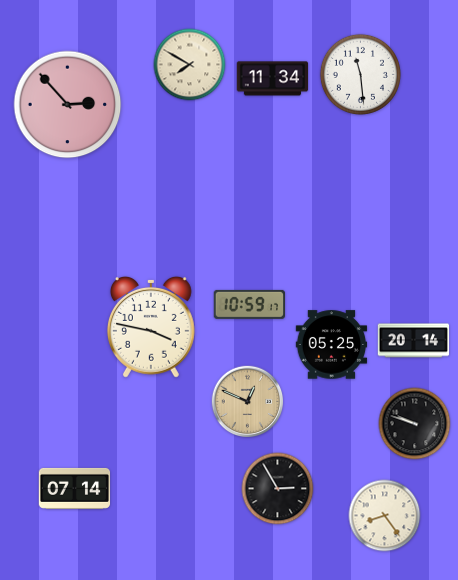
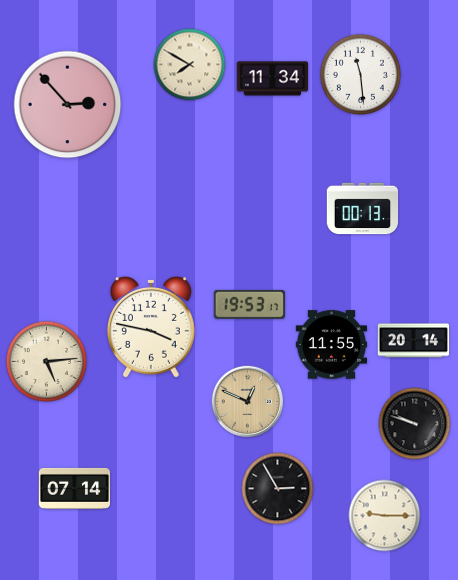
clock at (363, 209): none -> 00:13
clock at (249, 304): 10:59 -> 19:53
clock at (332, 345): 05:25 -> 11:55
clock at (46, 361): none -> 5:14
clock at (385, 516): 8:24 -> 9:15
